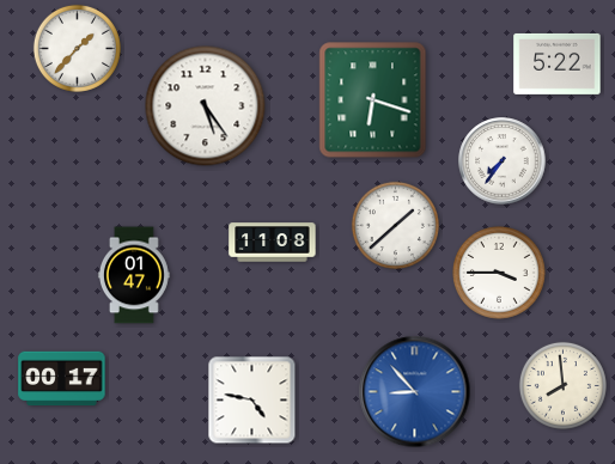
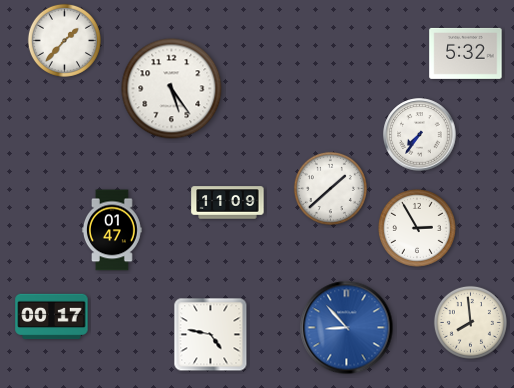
clock at (558, 63): 5:22 -> 5:32
clock at (373, 100): 6:18 -> none
clock at (273, 243): 11:08 -> 11:09
clock at (500, 274): 3:45 -> 2:55
